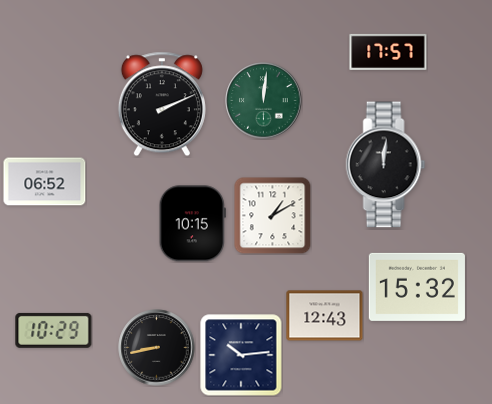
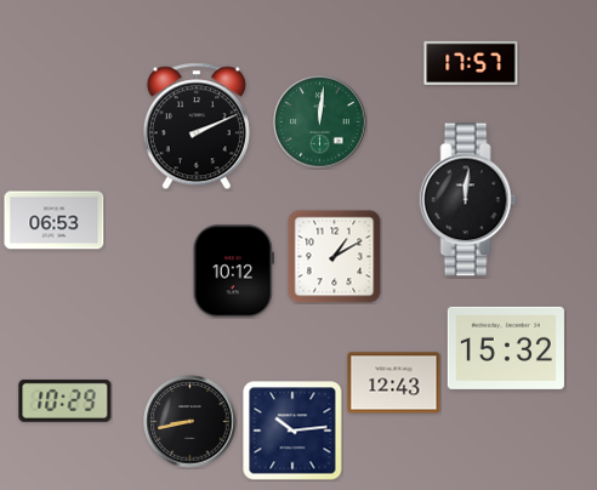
clock at (45, 182): 06:52 -> 06:53
clock at (272, 216) position: (272, 216) -> (334, 257)
clock at (192, 224): 10:15 -> 10:12
